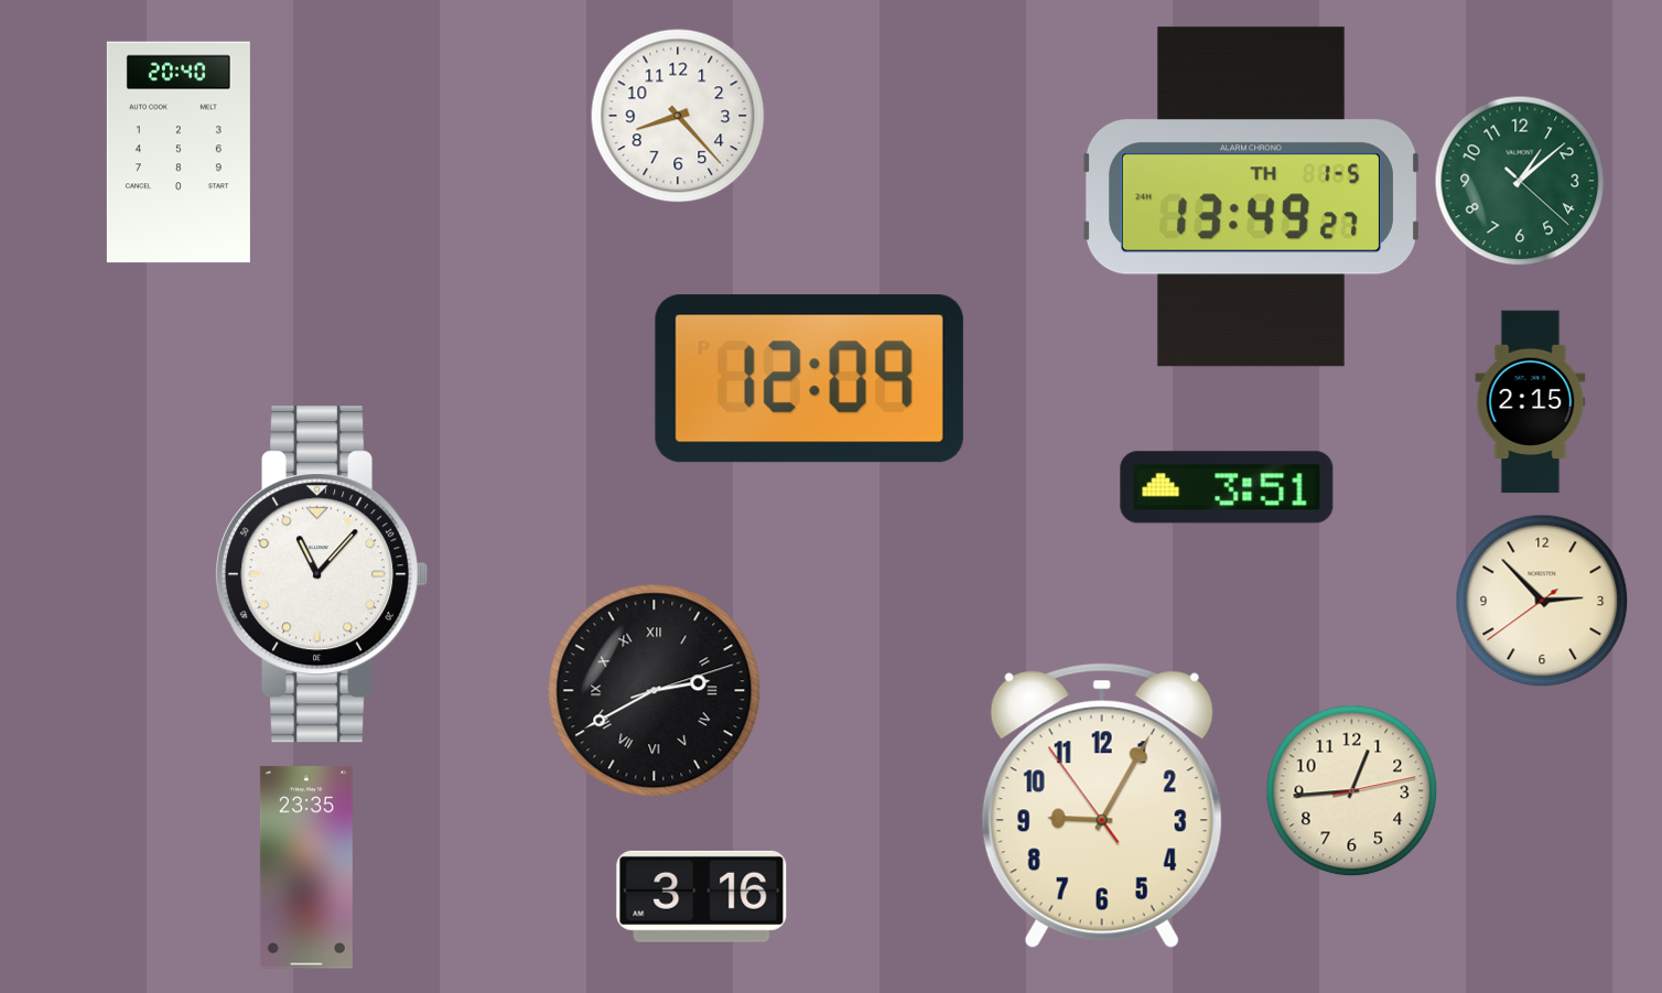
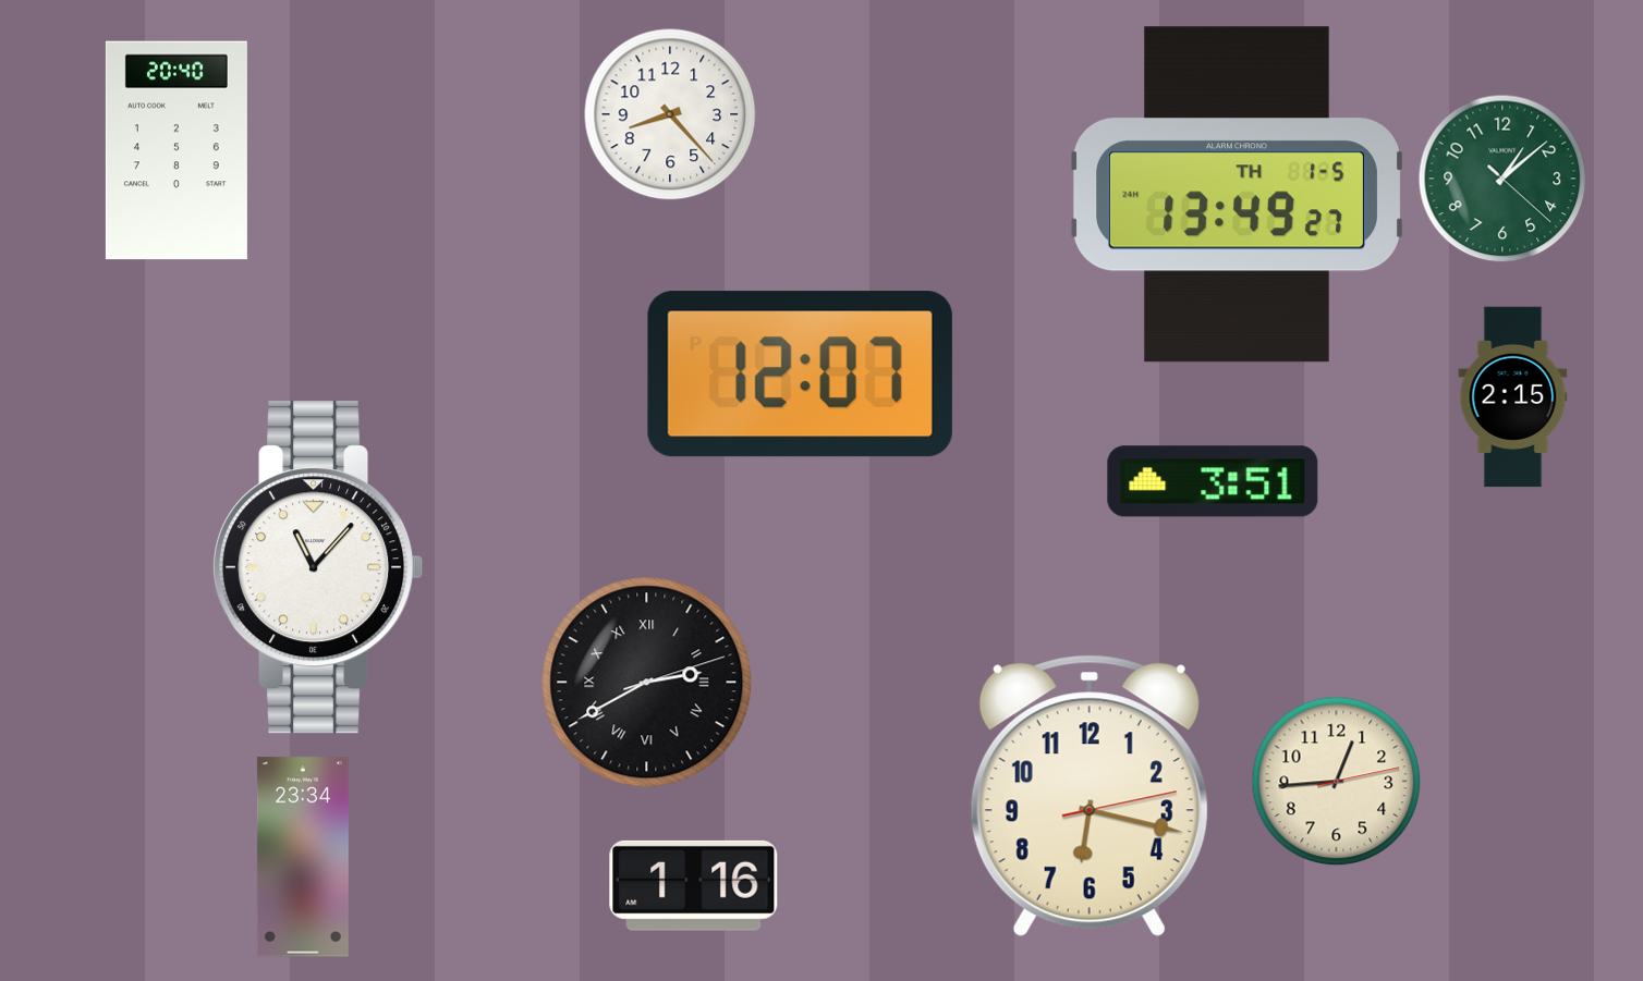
clock at (809, 379): 12:09 -> 12:07
clock at (1542, 601): 2:52 -> none
clock at (1102, 806): 9:04 -> 6:17
clock at (306, 867): 23:35 -> 23:34
clock at (702, 896): 3:16 -> 1:16
